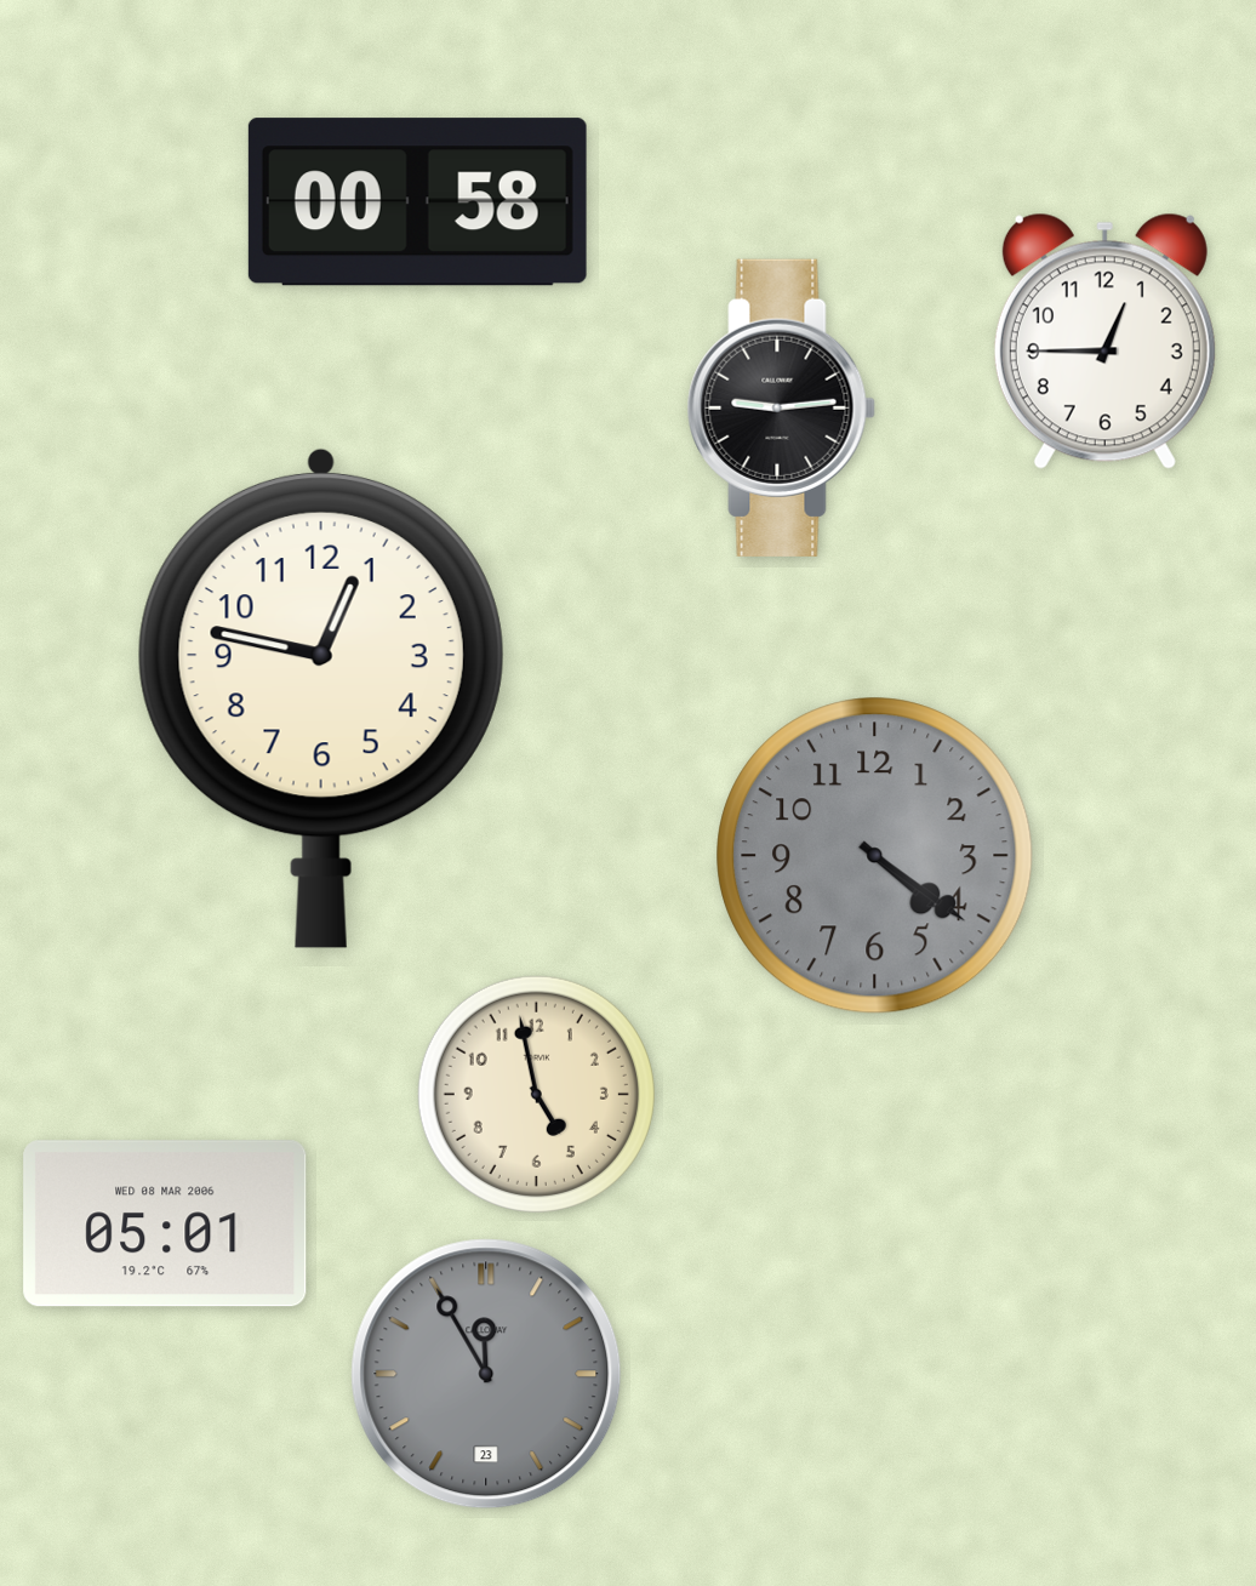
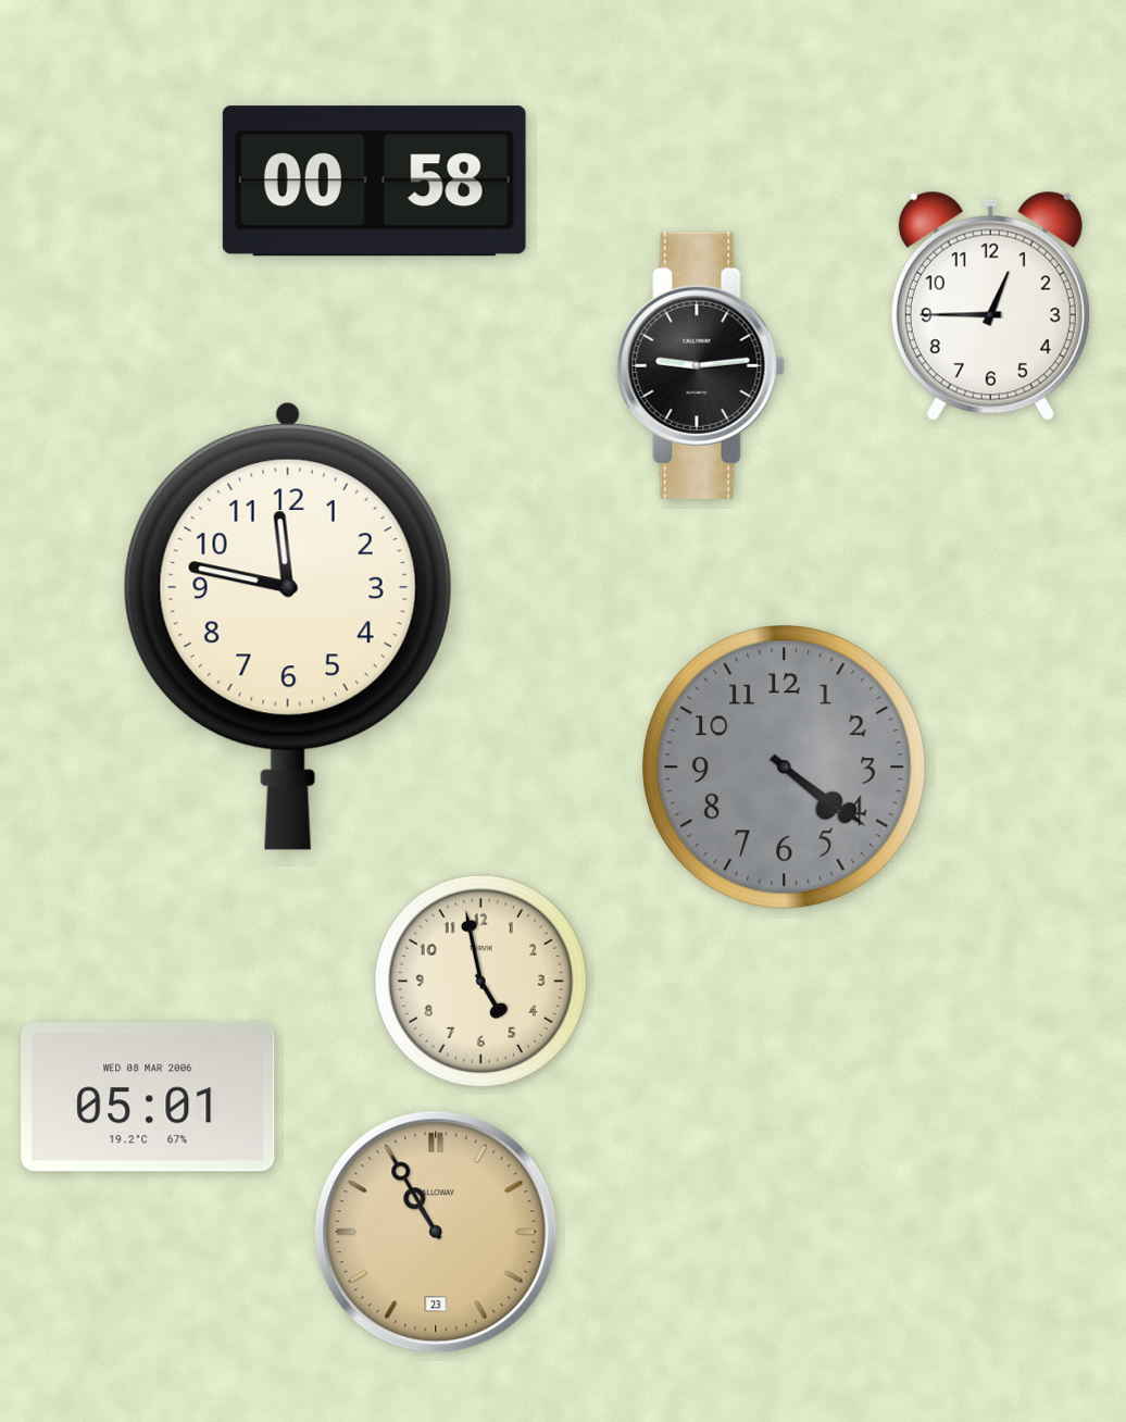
clock at (321, 697): 12:47 -> 11:47
clock at (486, 1374): 11:55 -> 10:55
clock at (486, 1374) dial: grey -> champagne
